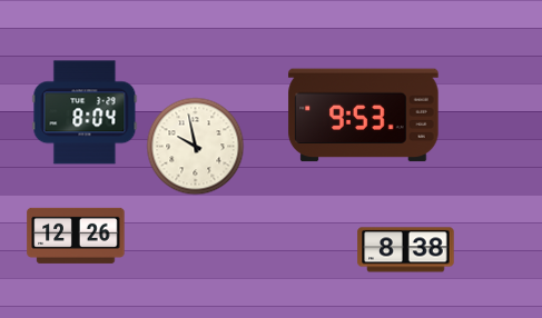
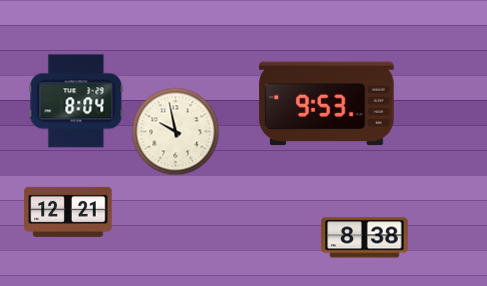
clock at (76, 236): 12:26 -> 12:21
clock at (406, 250) position: (406, 250) -> (365, 238)
